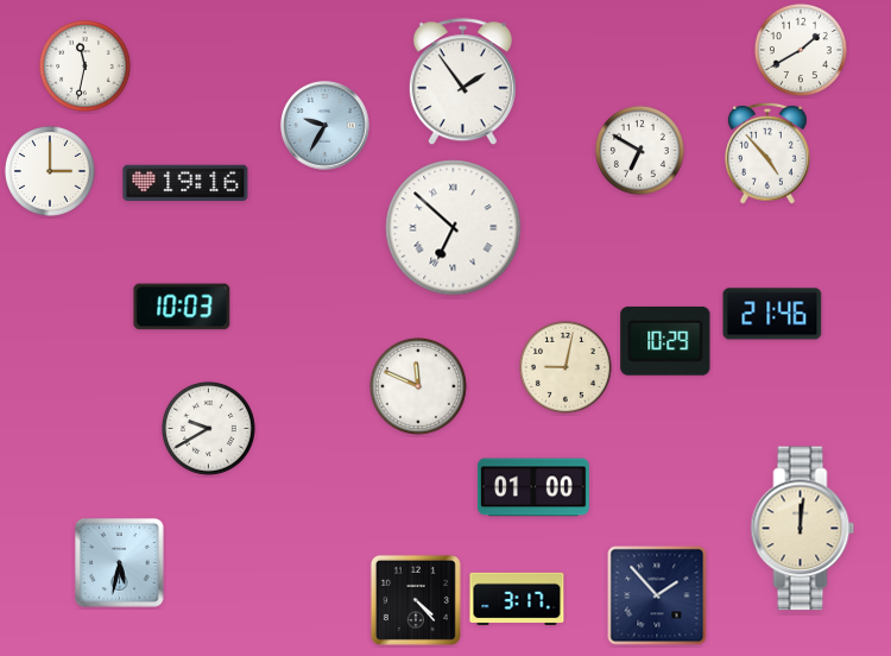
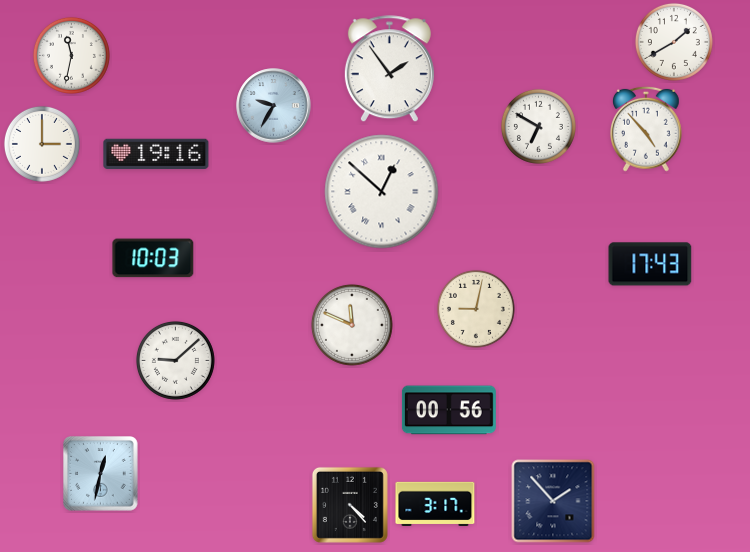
clock at (454, 228): 6:52 -> 12:52
clock at (772, 314): 21:46 -> 17:43
clock at (665, 341): 10:29 -> none
clock at (208, 428): 9:40 -> 9:08
clock at (533, 487): 01:00 -> 00:56
clock at (803, 529): 12:01 -> none
clock at (120, 563): 5:32 -> 12:32
